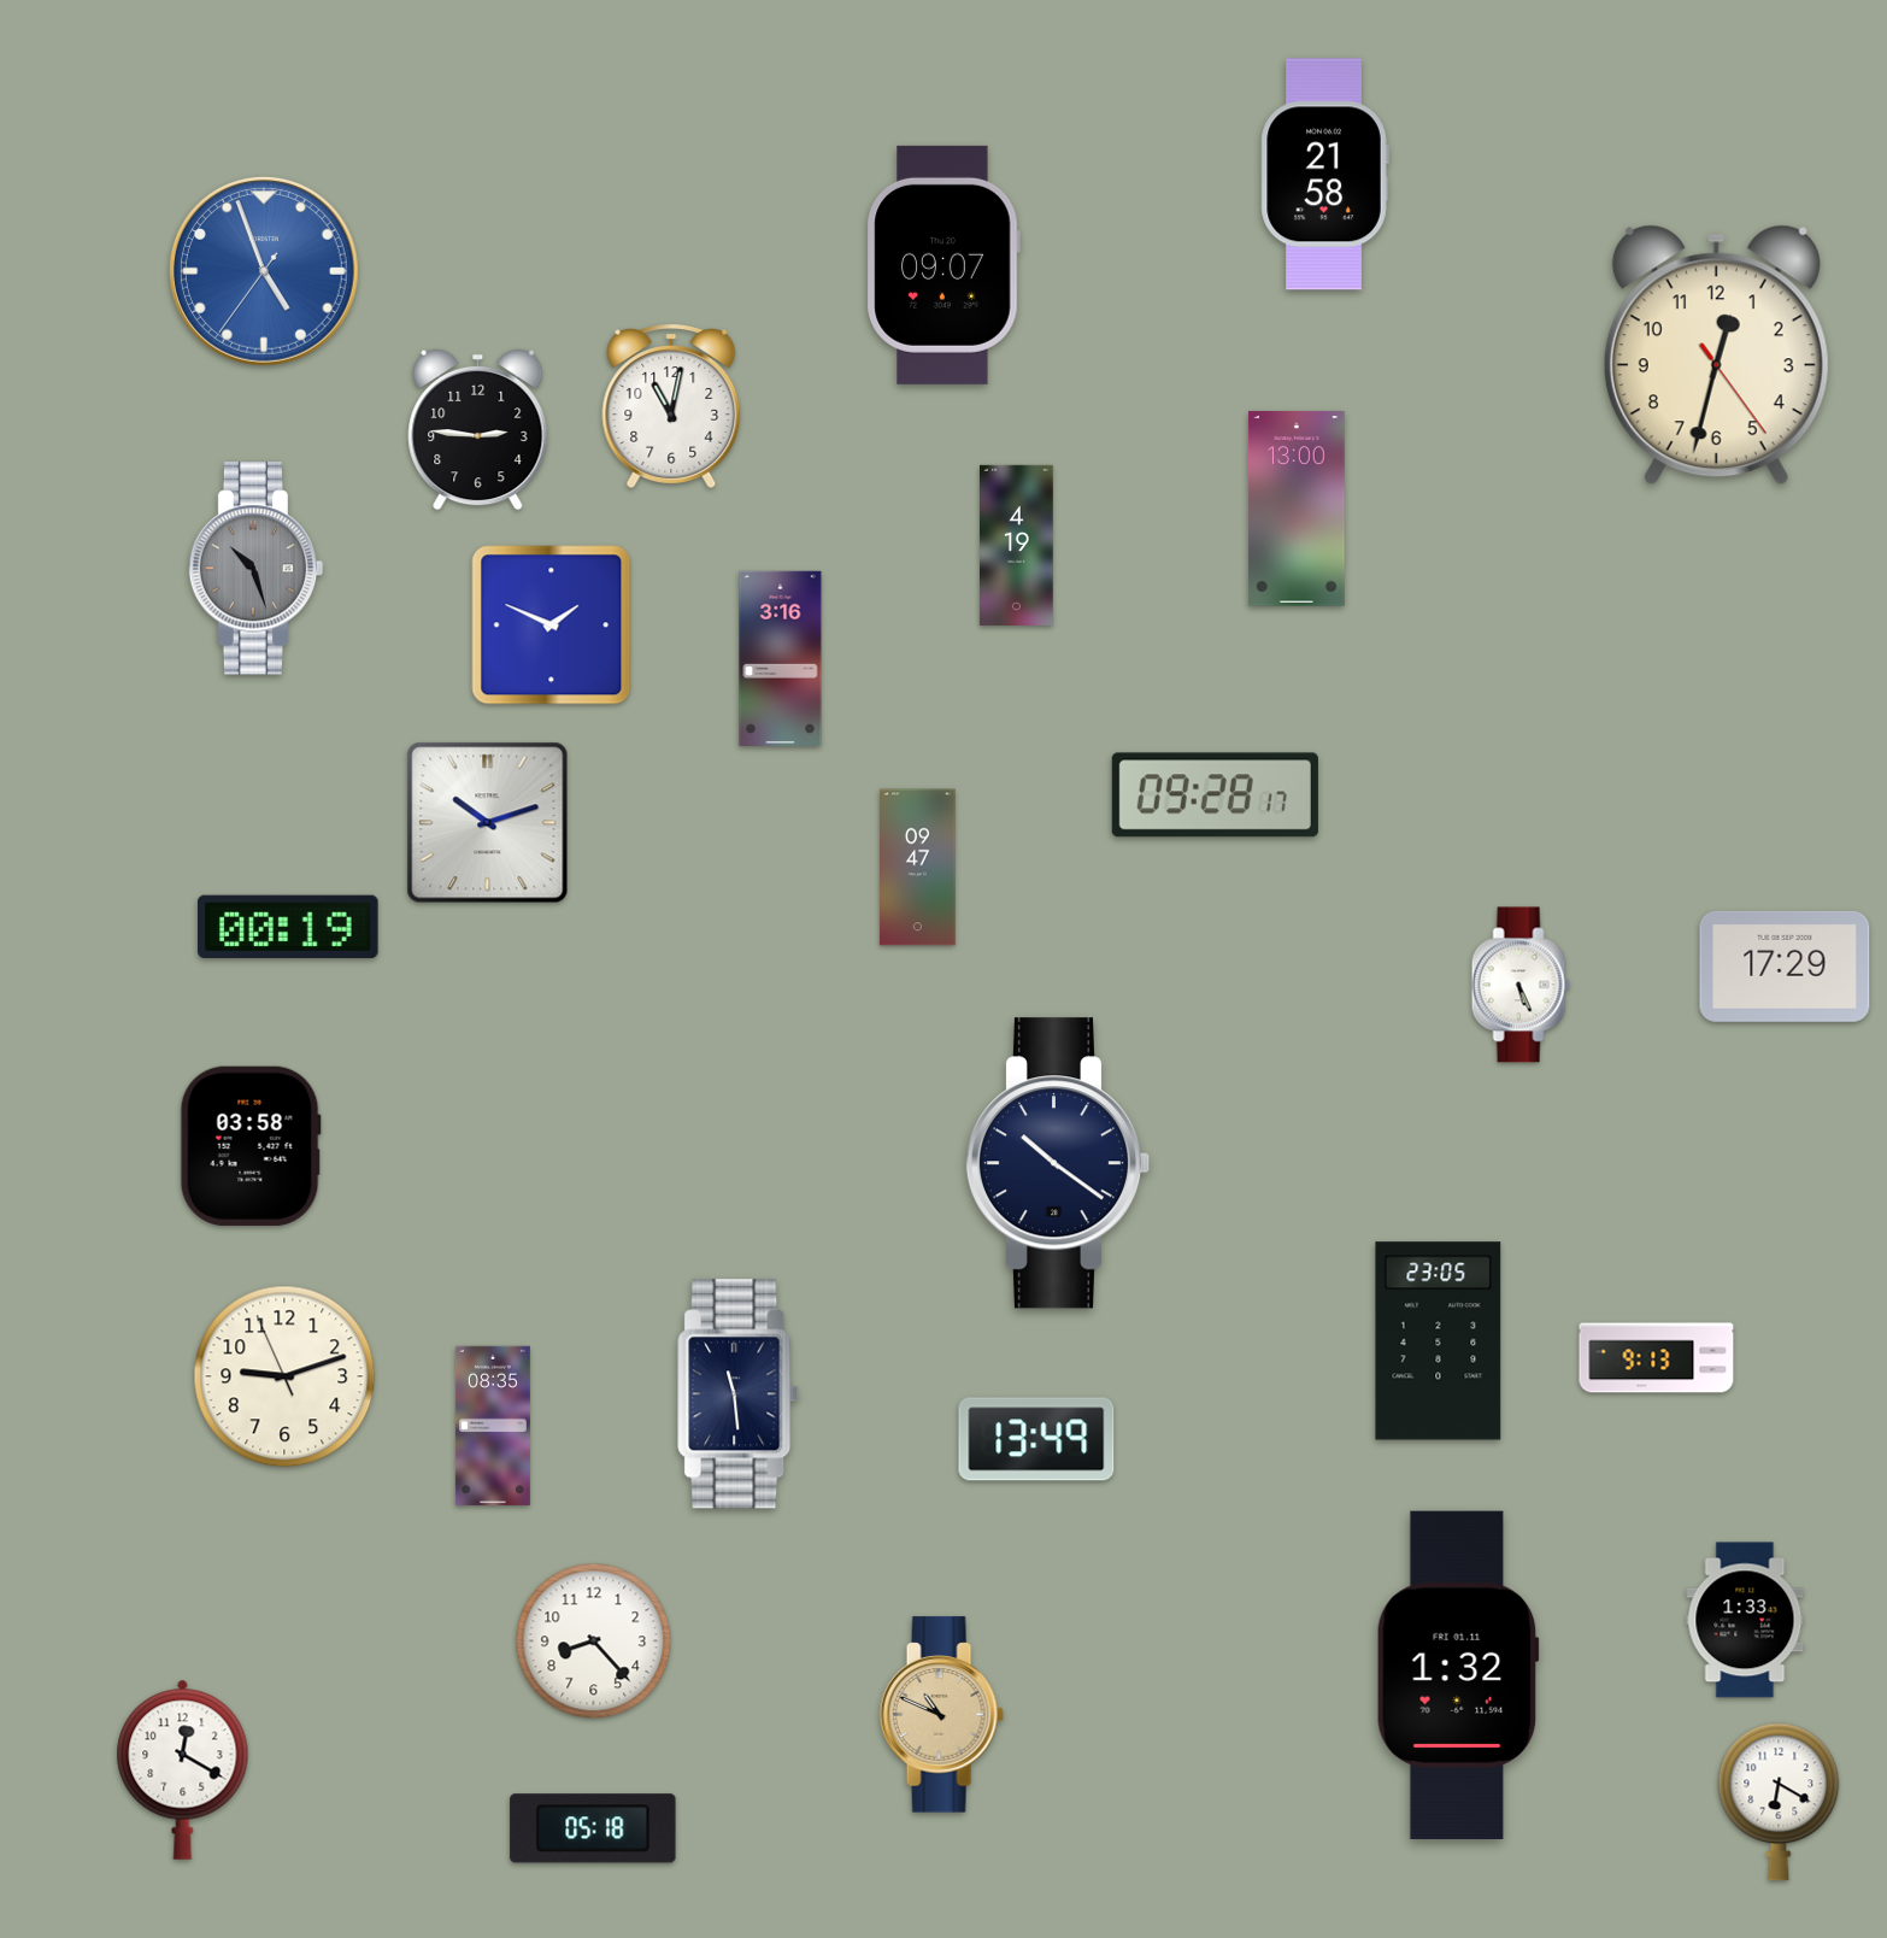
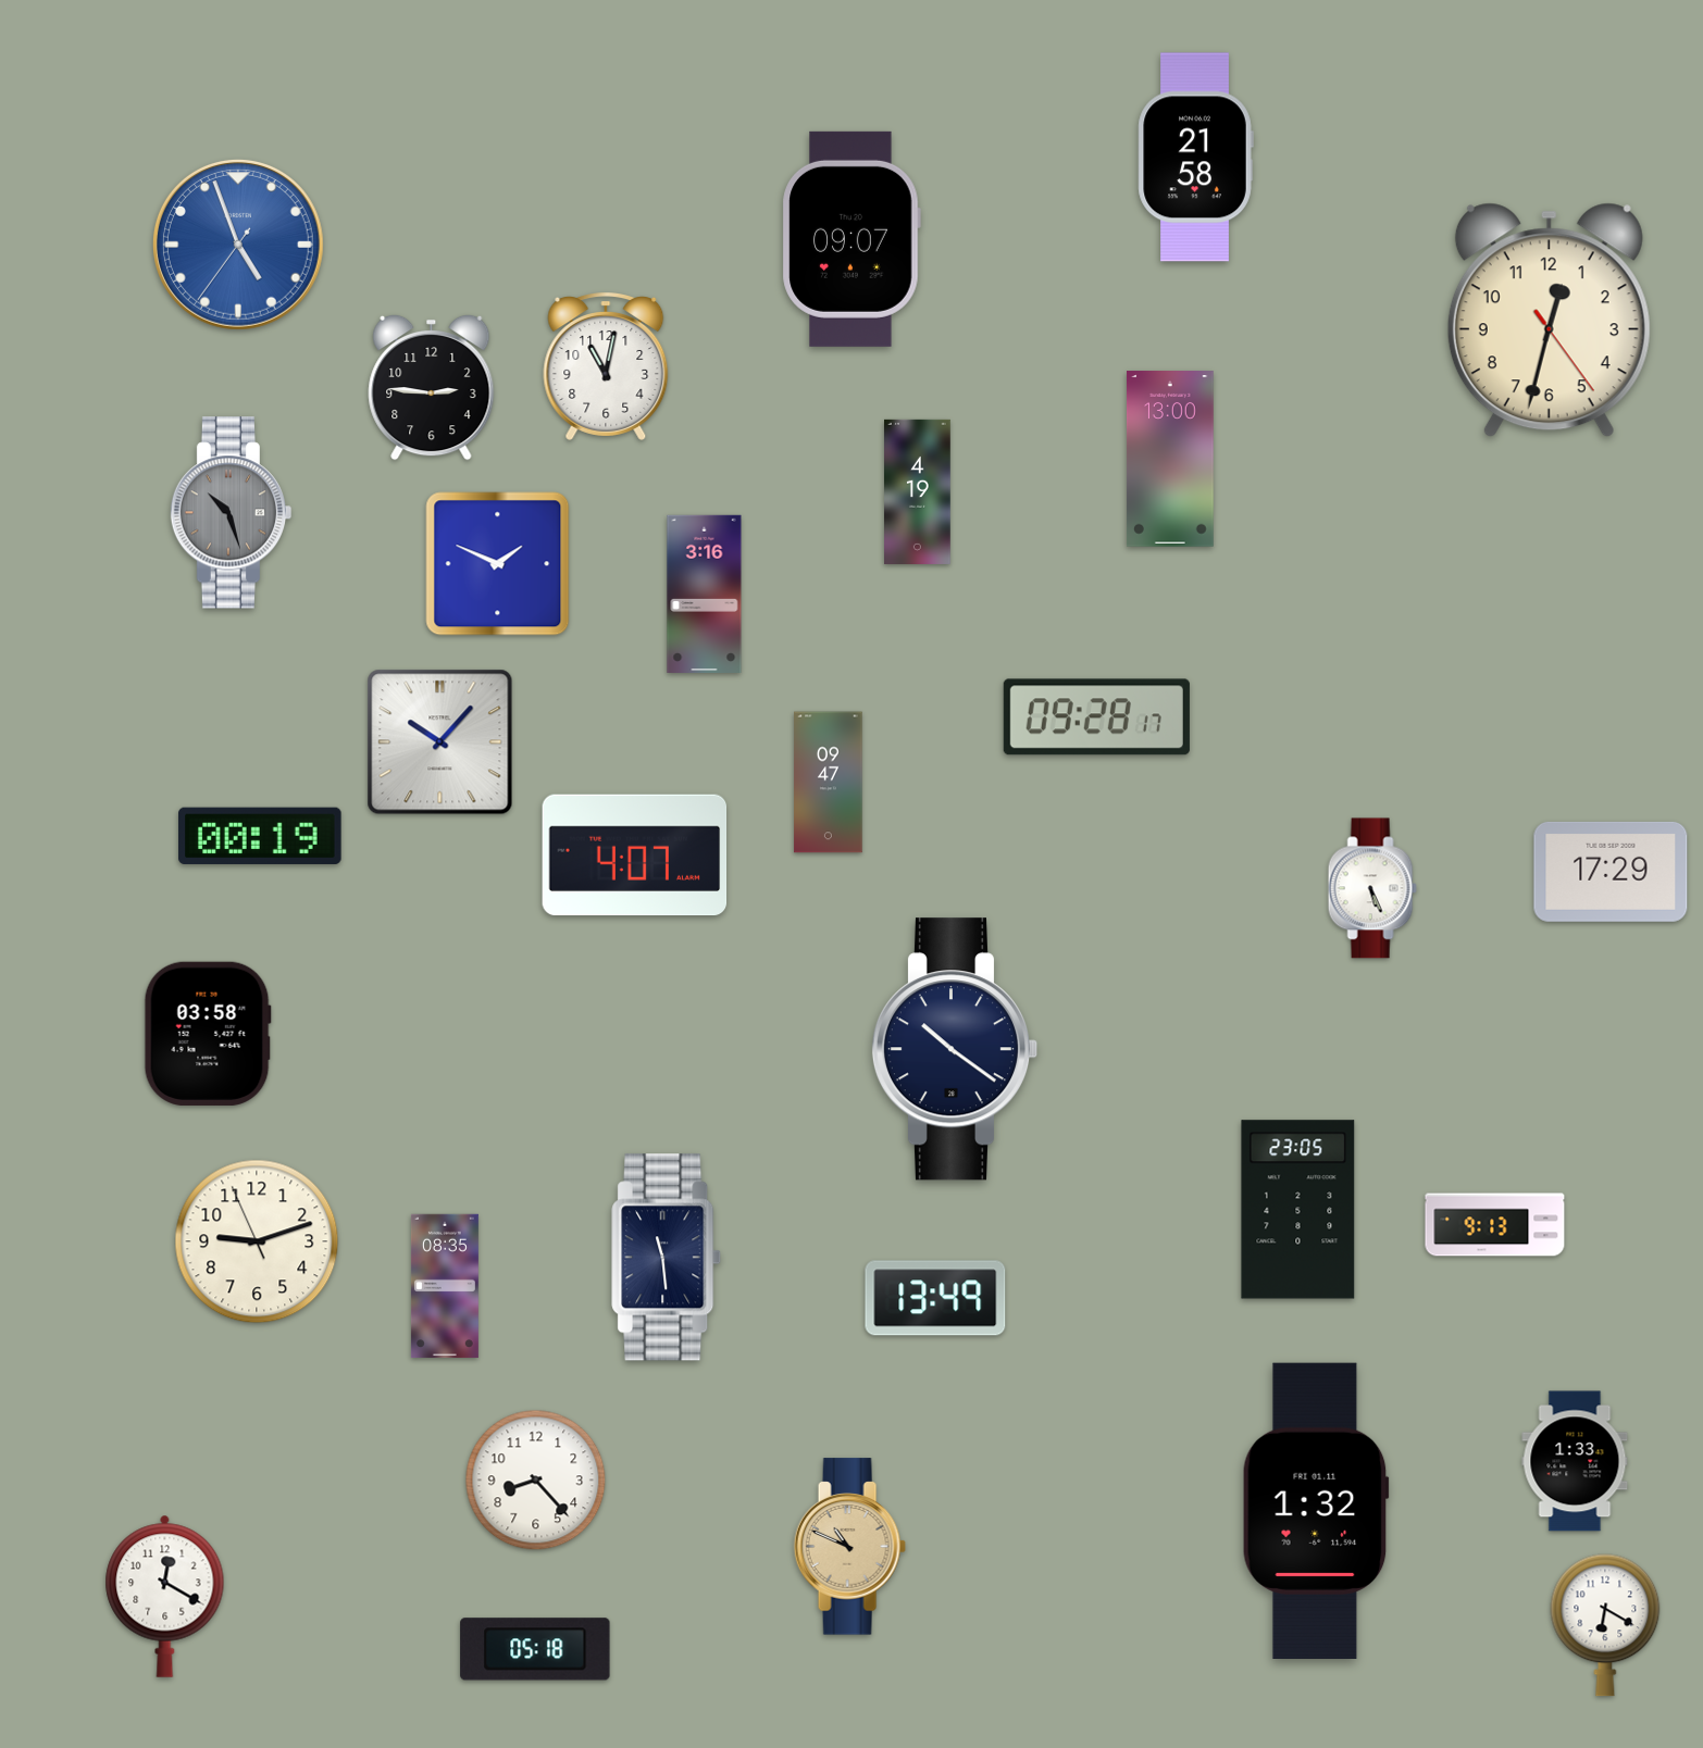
clock at (488, 823): 10:12 -> 10:07
clock at (635, 856): none -> 4:07
clock at (251, 1146) position: (251, 1146) -> (208, 1034)
